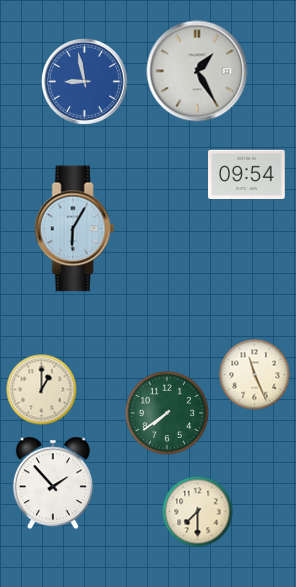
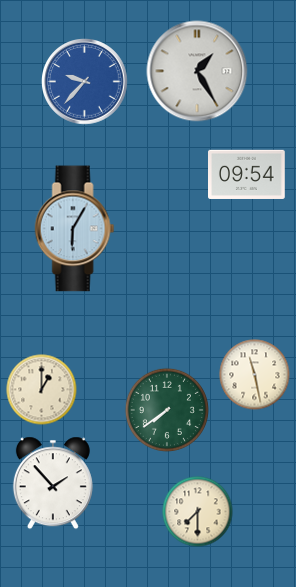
clock at (85, 82): 8:58 -> 9:37
clock at (255, 375): 11:26 -> 11:28
clock at (167, 413) position: (167, 413) -> (167, 410)
